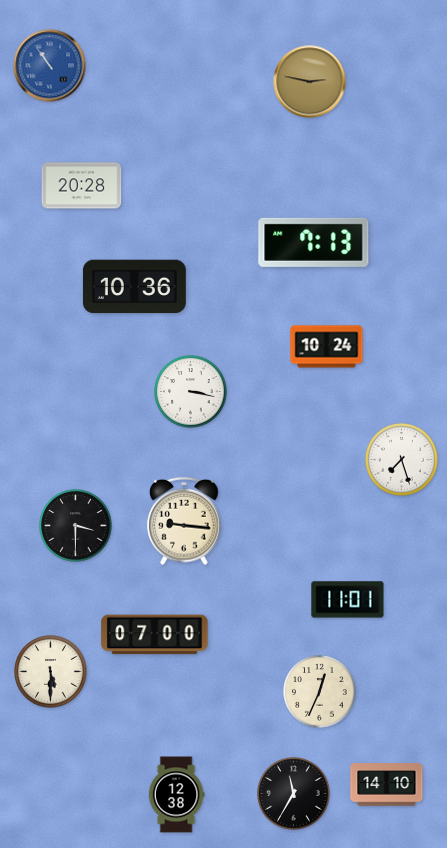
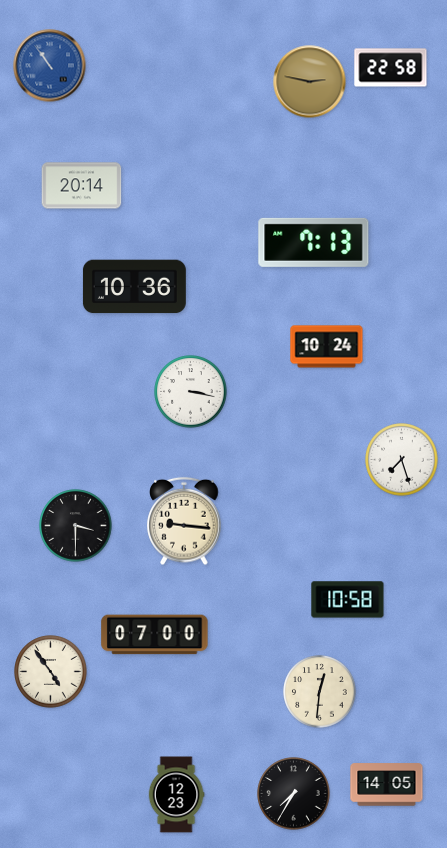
clock at (391, 68): none -> 22:58
clock at (82, 186): 20:28 -> 20:14
clock at (348, 600): 11:01 -> 10:58
clock at (51, 672): 5:30 -> 4:54
clock at (320, 692): 12:34 -> 12:31
clock at (387, 785): 14:10 -> 14:05
clock at (294, 794): 11:35 -> 7:35
clock at (176, 795): 12:38 -> 12:23
